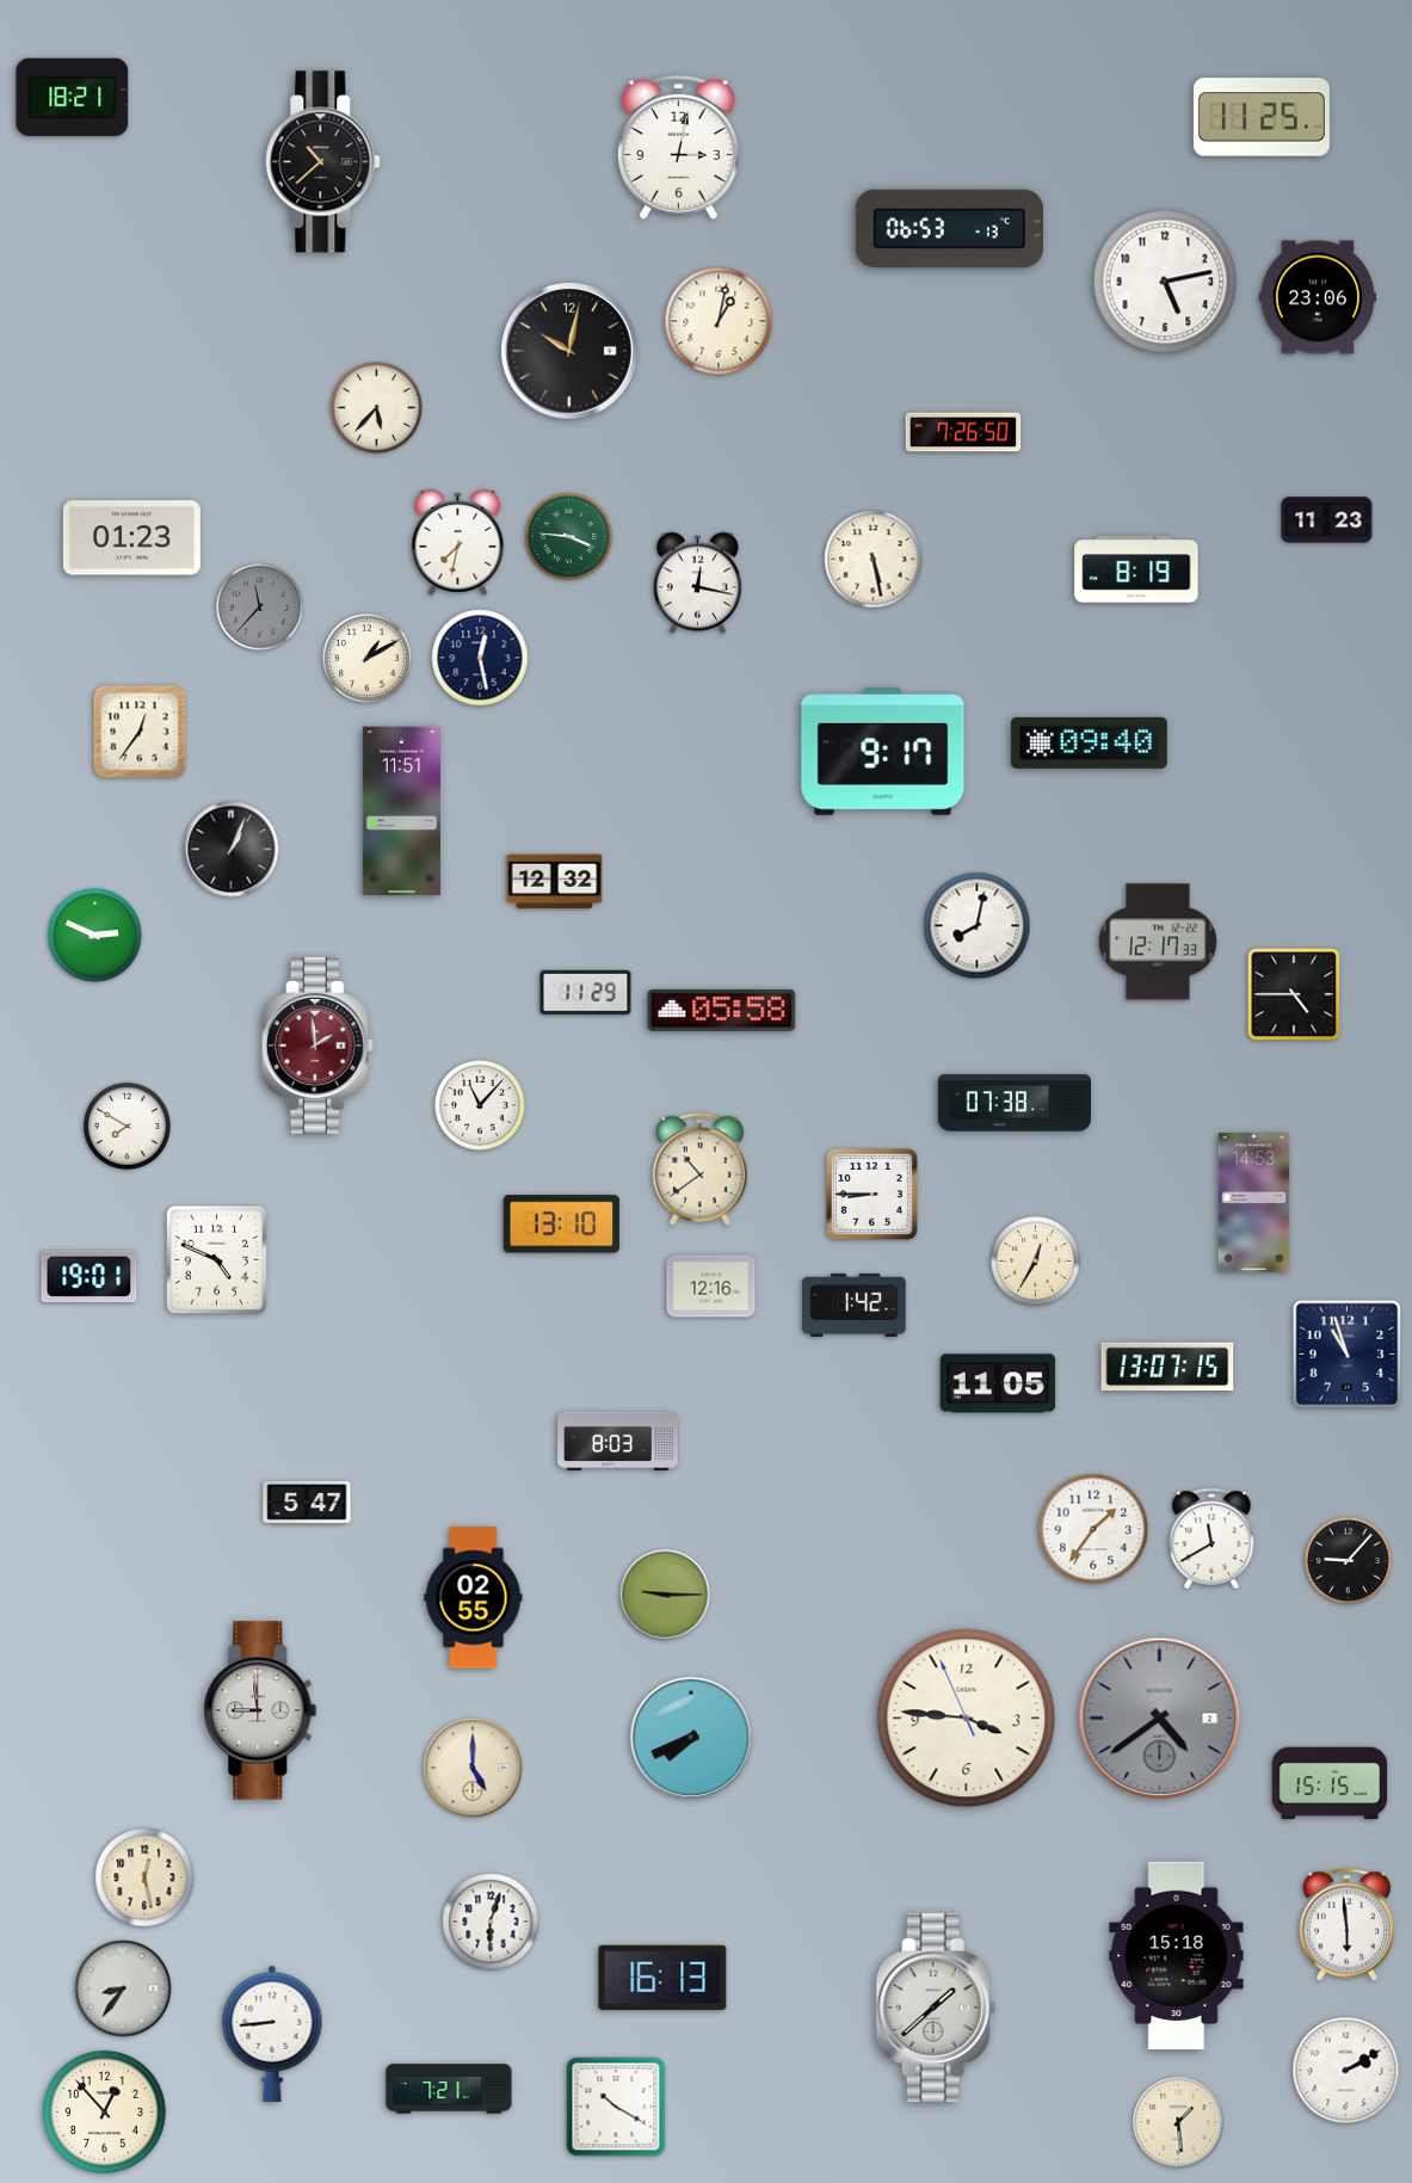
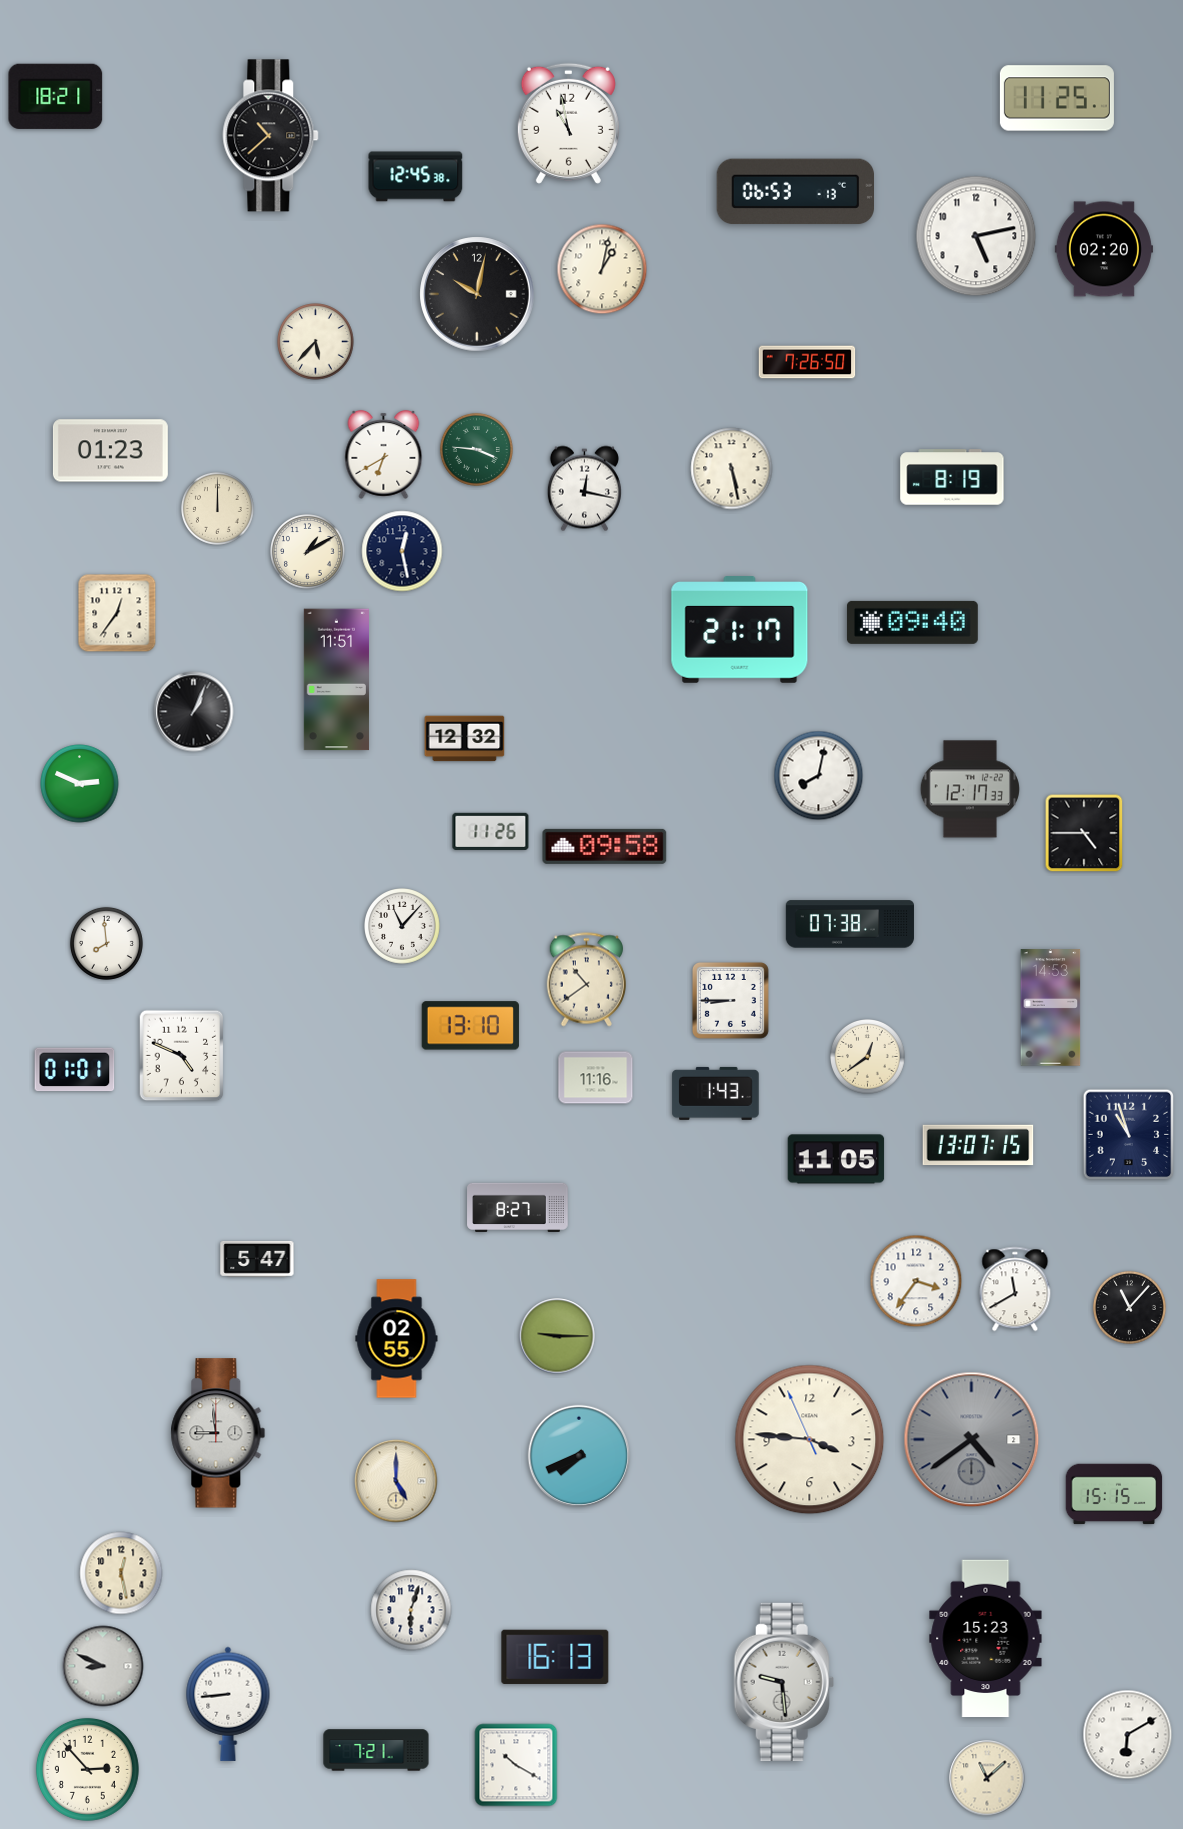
clock at (73, 97) position: (73, 97) -> (56, 96)
clock at (678, 147): 3:02 -> 10:58
clock at (416, 177): none -> 12:45
clock at (1318, 297): 23:06 -> 02:20
clock at (1327, 520): 11:23 -> none
clock at (458, 542): 7:32 -> 6:40
clock at (259, 606): 11:37 -> 12:00
clock at (259, 606) dial: grey -> cream
clock at (883, 752): 9:17 -> 21:17
clock at (586, 992): 11:29 -> 11:26
clock at (722, 1010): 05:58 -> 09:58
clock at (317, 1046): 1:59 -> none
clock at (127, 1126): 7:50 -> 7:59
clock at (1036, 1262): 12:35 -> 12:39
clock at (90, 1277): 19:01 -> 01:01
clock at (711, 1287): 12:16 -> 11:16
clock at (855, 1305): 1:42 -> 1:43
clock at (618, 1441): 8:03 -> 8:27
clock at (1093, 1529): 1:36 -> 3:36
clock at (1348, 1560): 9:07 -> 11:07
clock at (1346, 1925): 5:59 -> none
clock at (1177, 1956): 15:18 -> 15:23
clock at (123, 1988): 8:36 -> 8:49
clock at (936, 2008): 1:38 -> 9:29
clock at (1346, 2071): 2:10 -> 6:10
clock at (104, 2111): 12:53 -> 2:53
clock at (1178, 2122): 1:29 -> 11:08
